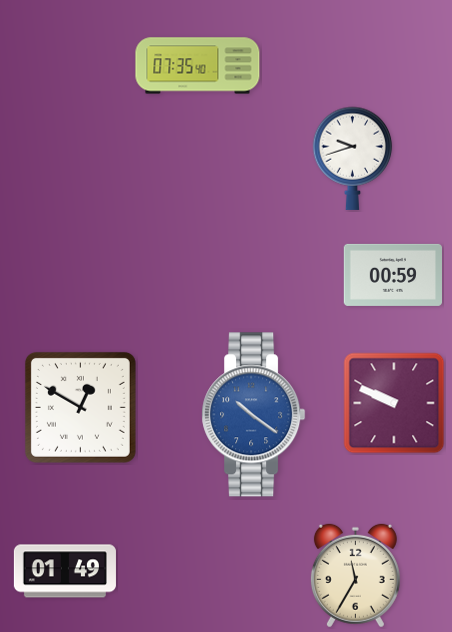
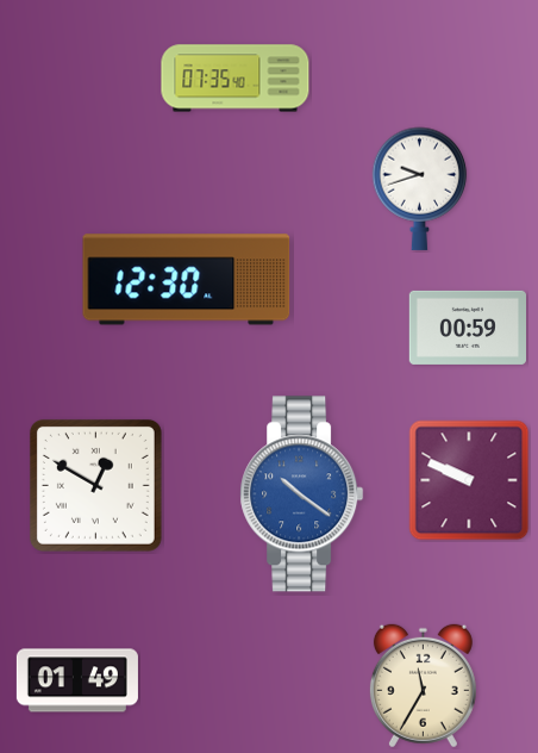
clock at (187, 280): none -> 12:30
